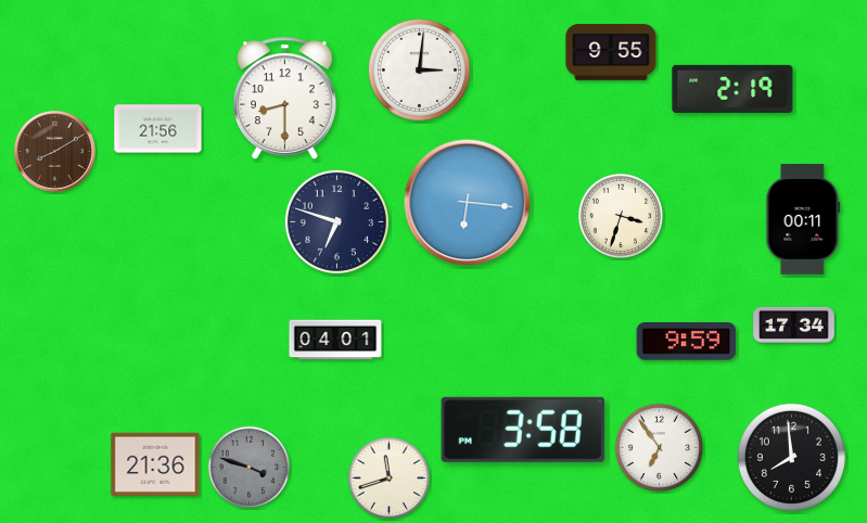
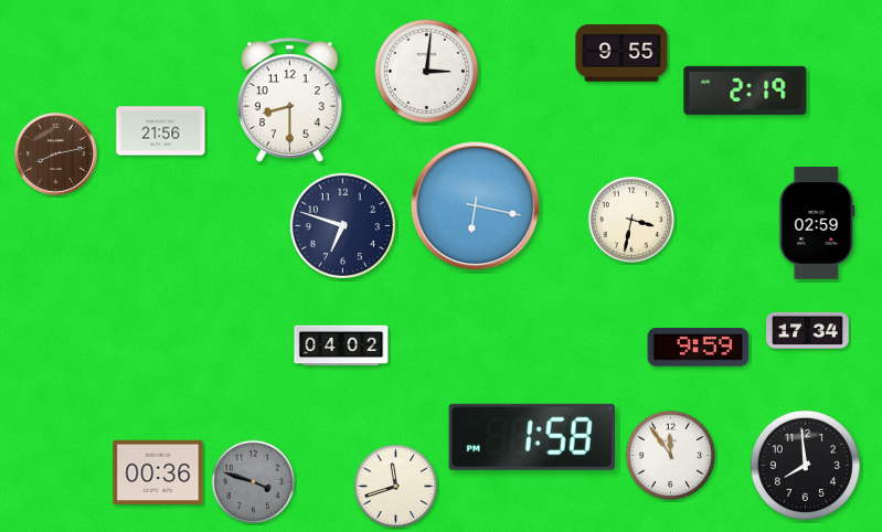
clock at (54, 151): 8:10 -> 8:13
clock at (468, 203): 6:16 -> 6:17
clock at (621, 216): 3:33 -> 3:32
clock at (803, 219): 00:11 -> 02:59
clock at (335, 340): 04:01 -> 04:02
clock at (523, 430): 3:58 -> 1:58
clock at (660, 448): 6:54 -> 11:54
clock at (155, 463): 21:36 -> 00:36
clock at (250, 468) position: (250, 468) -> (254, 482)
